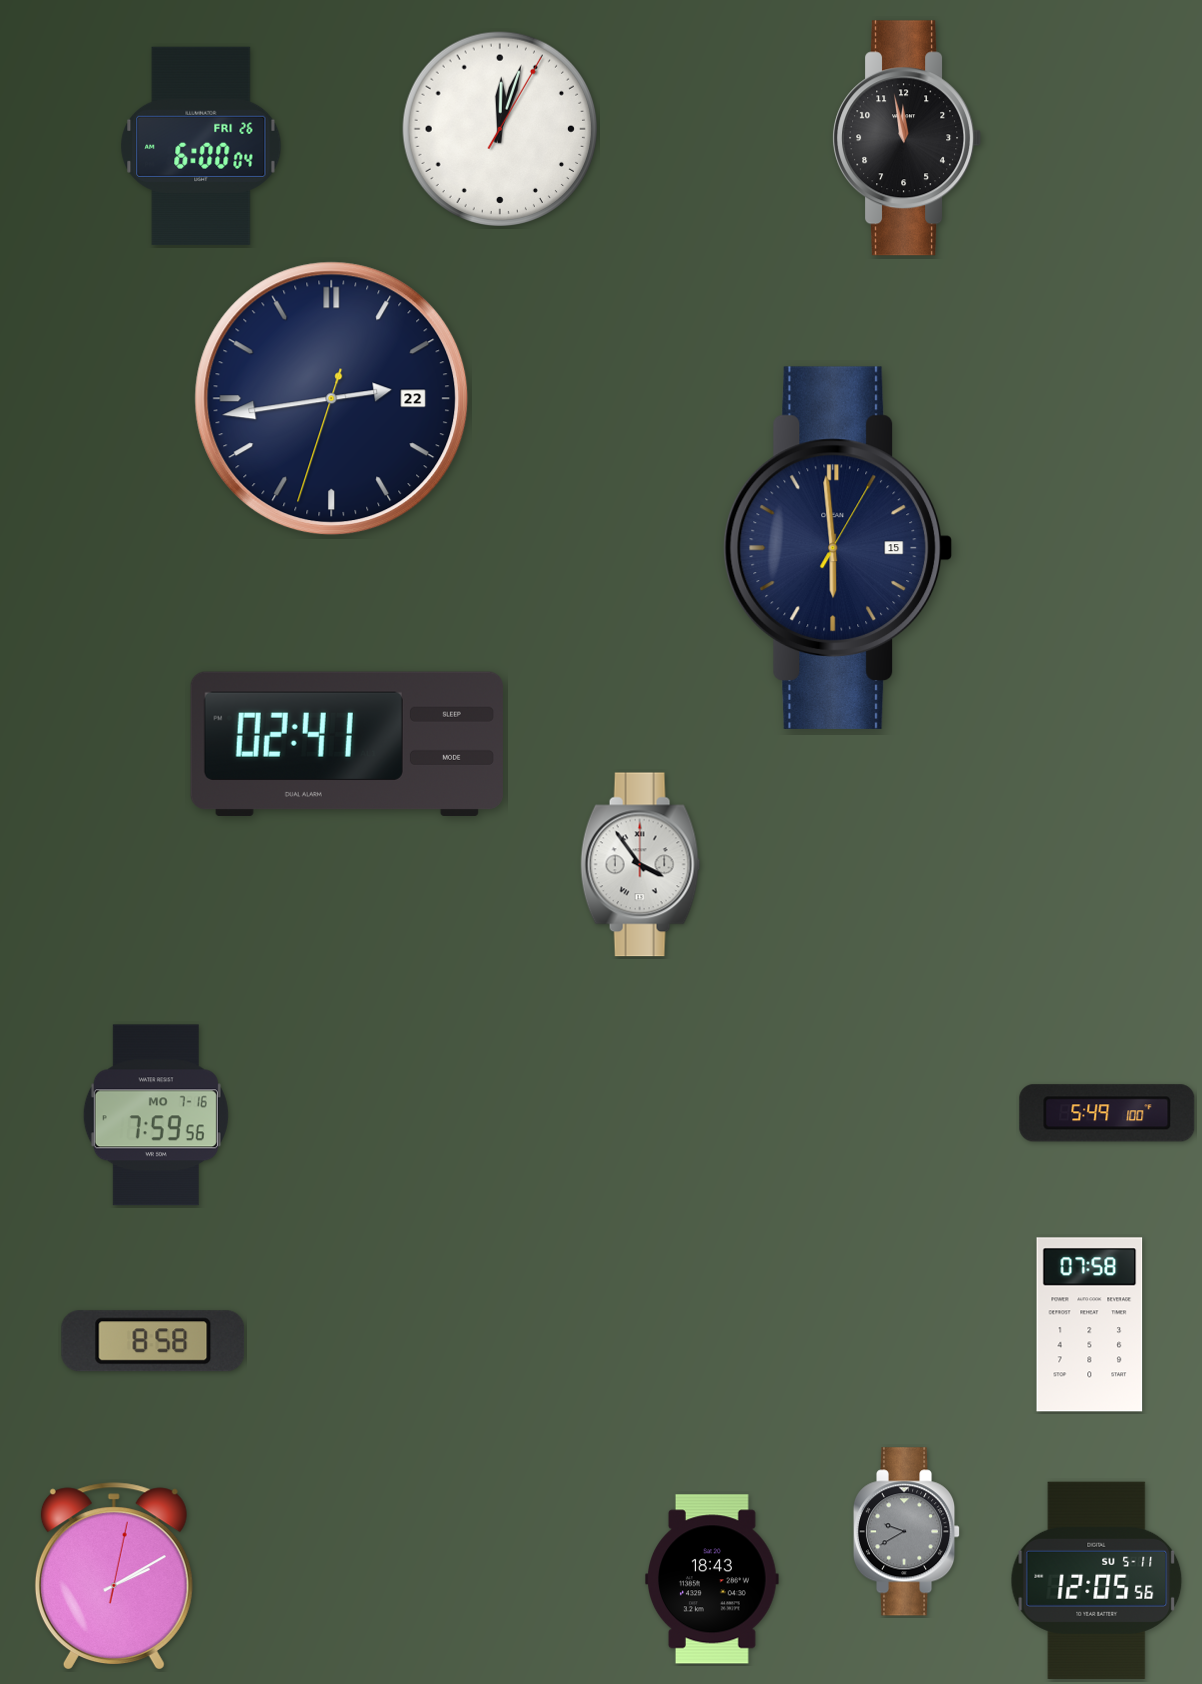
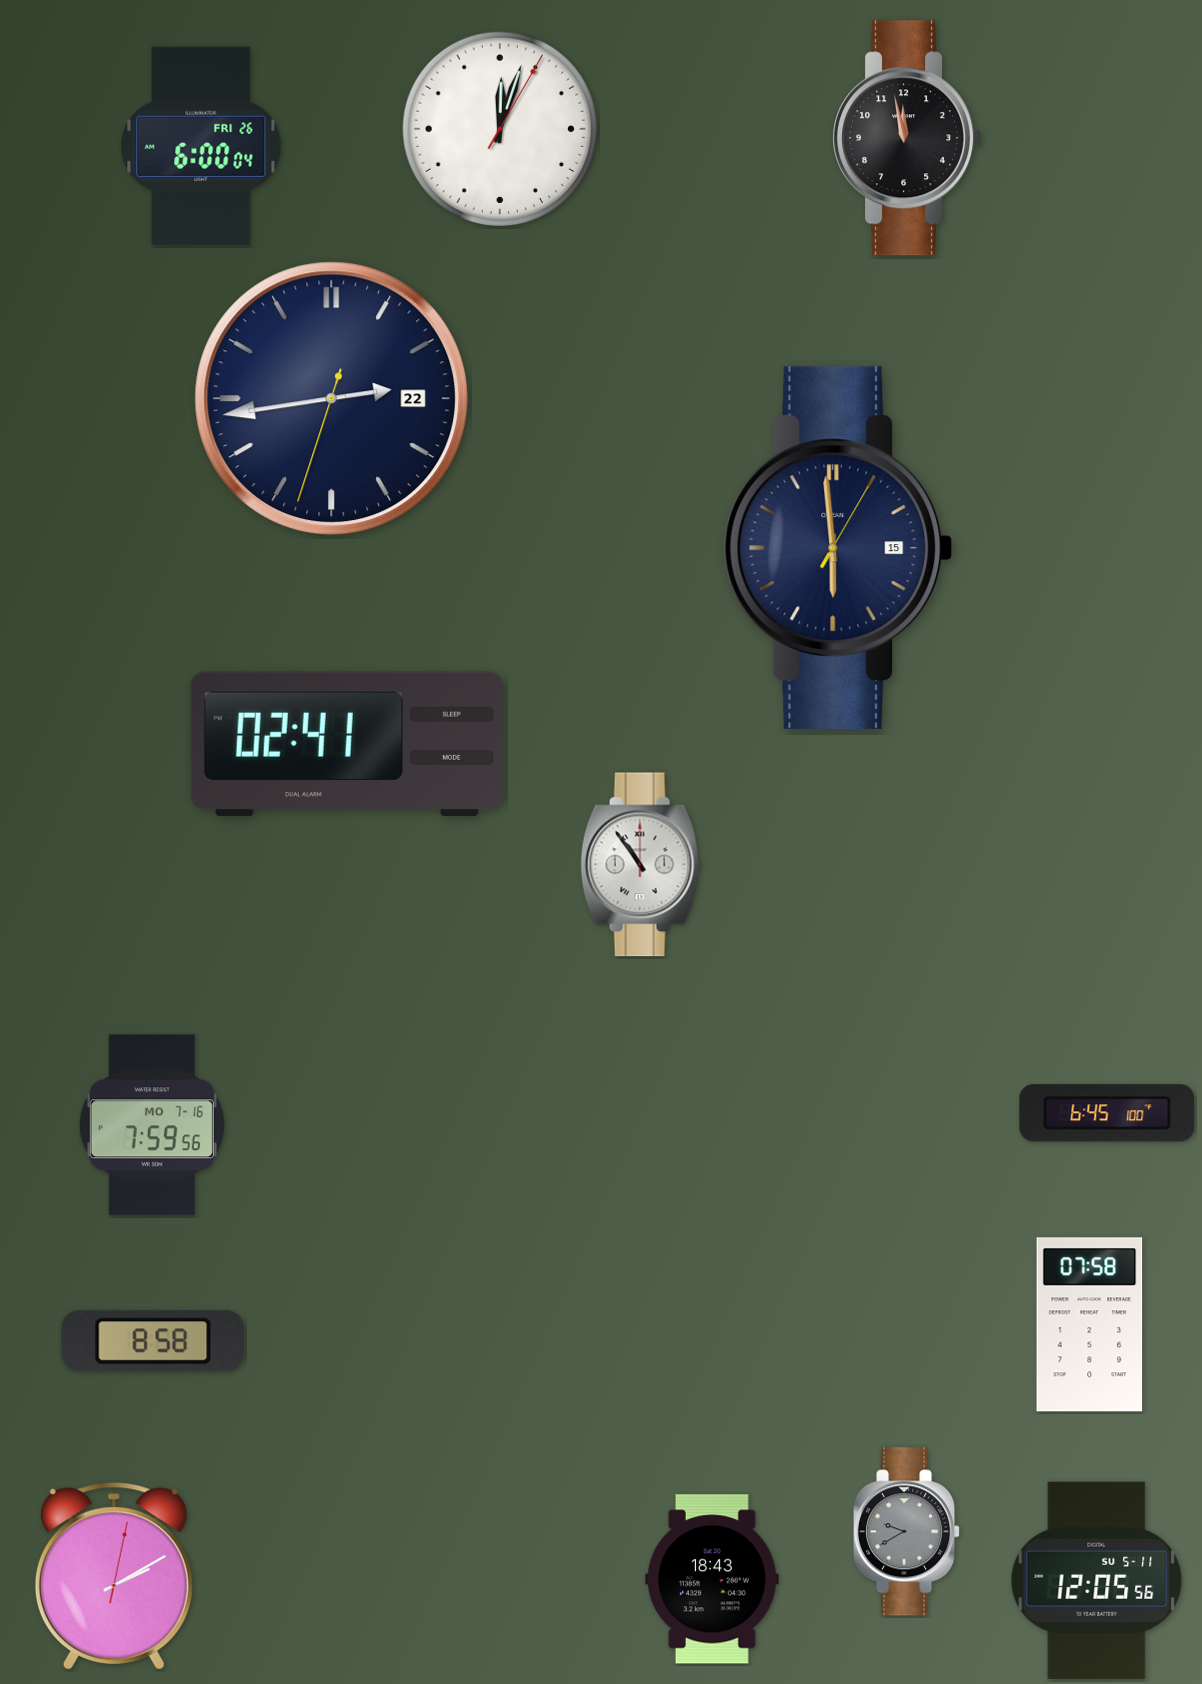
clock at (641, 865): 3:54 -> 10:54
clock at (1107, 1113): 5:49 -> 6:45
clock at (156, 1115) position: (156, 1115) -> (152, 1125)
